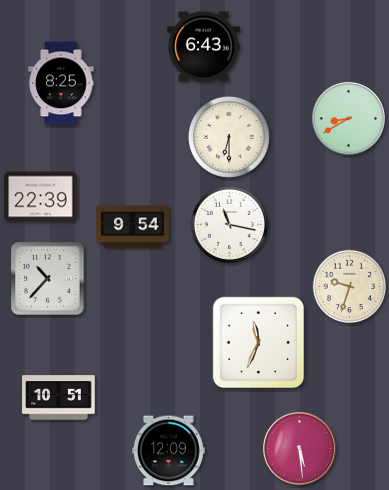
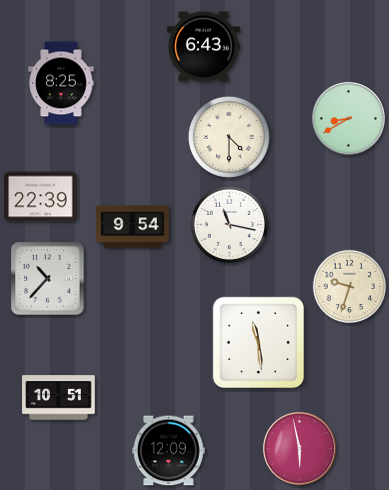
clock at (229, 137): 6:30 -> 4:30
clock at (259, 343): 11:34 -> 11:29
clock at (299, 448): 5:29 -> 5:58
